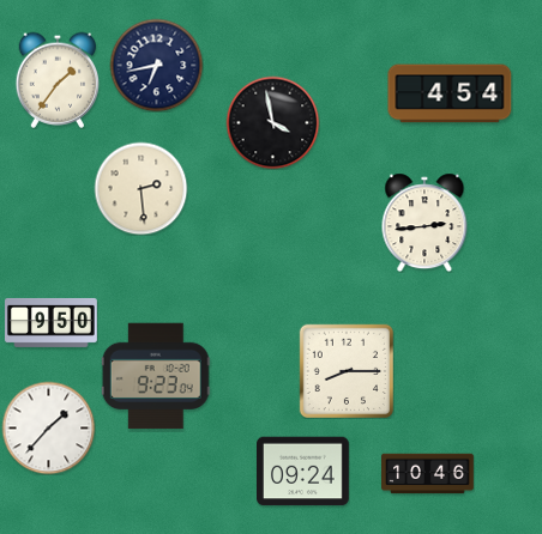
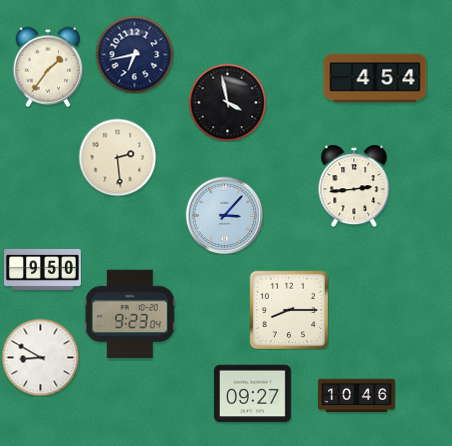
clock at (156, 65) position: (156, 65) -> (134, 54)
clock at (224, 215): none -> 3:07
clock at (48, 427): 1:37 -> 8:50
clock at (303, 472): 09:24 -> 09:27
